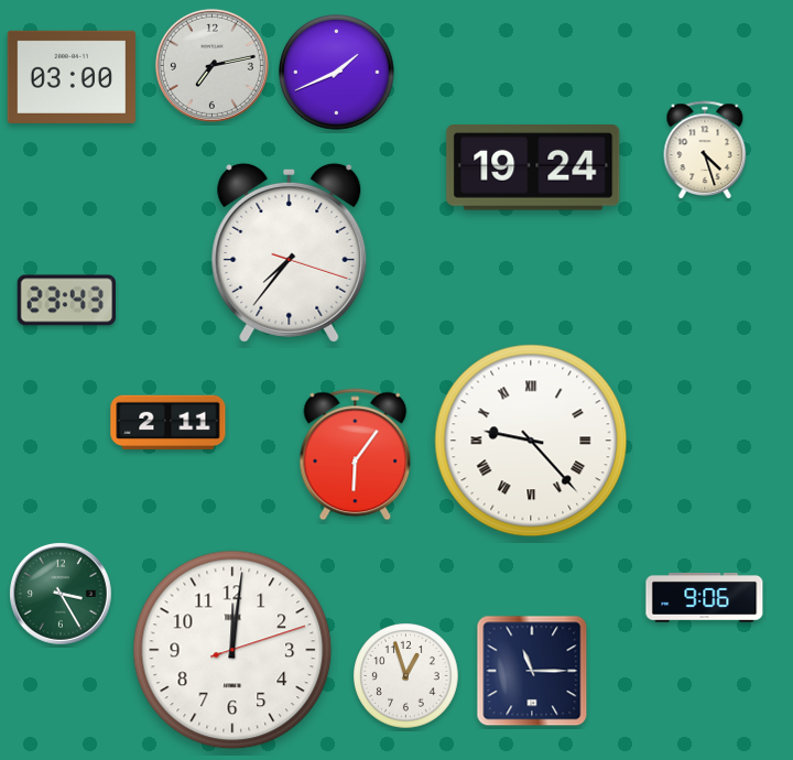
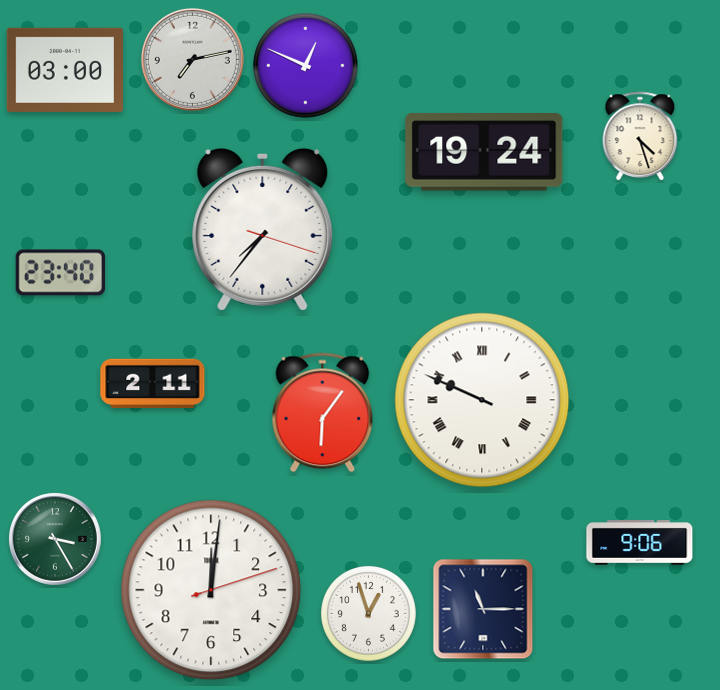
clock at (337, 73): 1:41 -> 12:49
clock at (67, 301): 23:43 -> 23:40
clock at (531, 441): 9:23 -> 9:49
